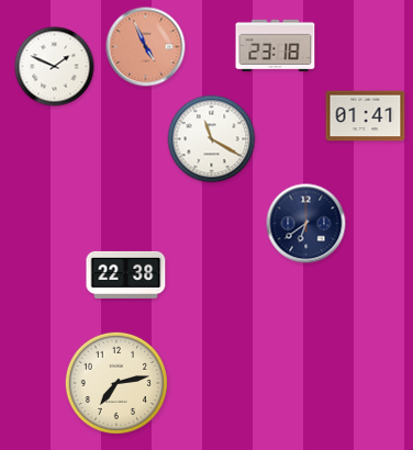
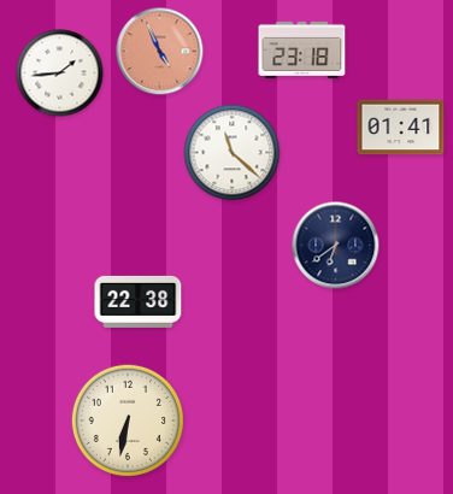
clock at (55, 67): 1:49 -> 1:44
clock at (212, 139): 11:20 -> 11:22
clock at (116, 383): 7:13 -> 6:32
